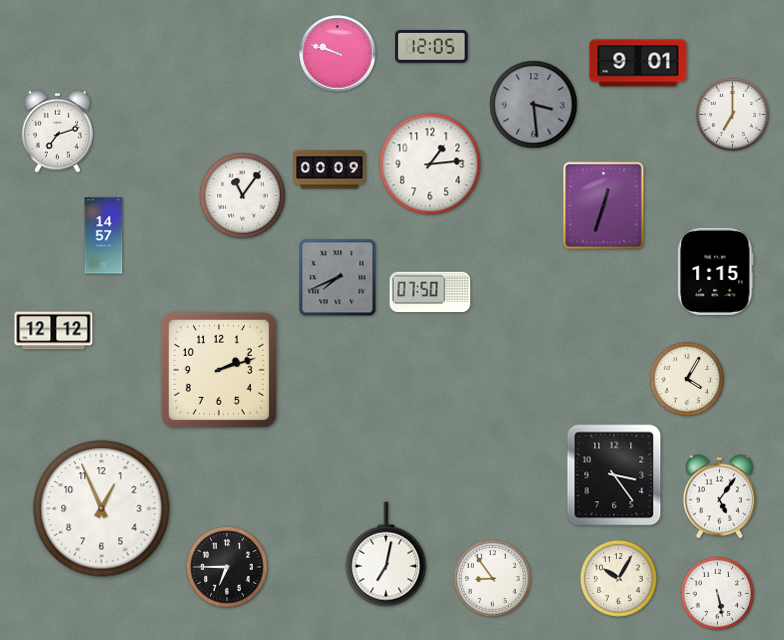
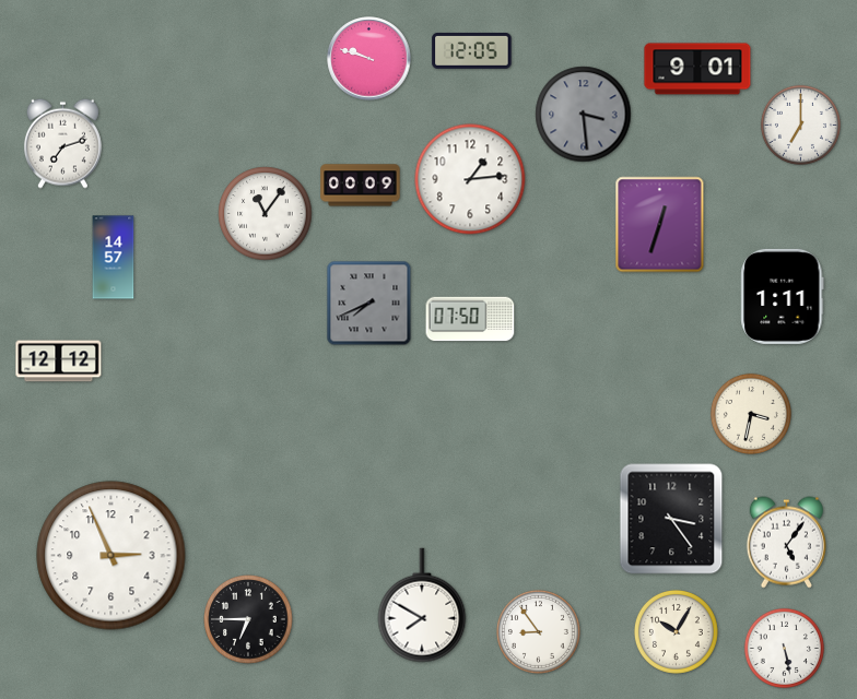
clock at (716, 271): 1:15 -> 1:11
clock at (219, 370): 2:12 -> none
clock at (687, 379): 4:05 -> 3:32
clock at (102, 509): 12:56 -> 2:56
clock at (386, 554): 7:02 -> 7:50
